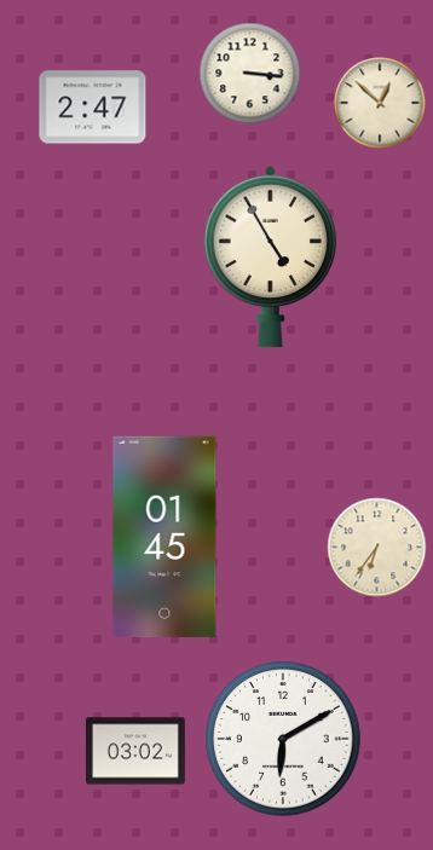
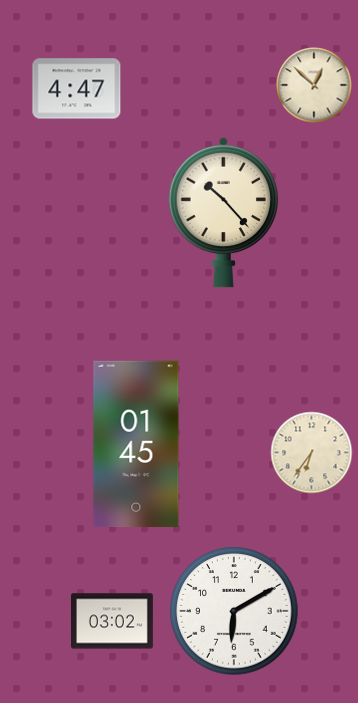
clock at (250, 74): 3:16 -> none
clock at (93, 108): 2:47 -> 4:47
clock at (270, 256): 4:55 -> 10:23
